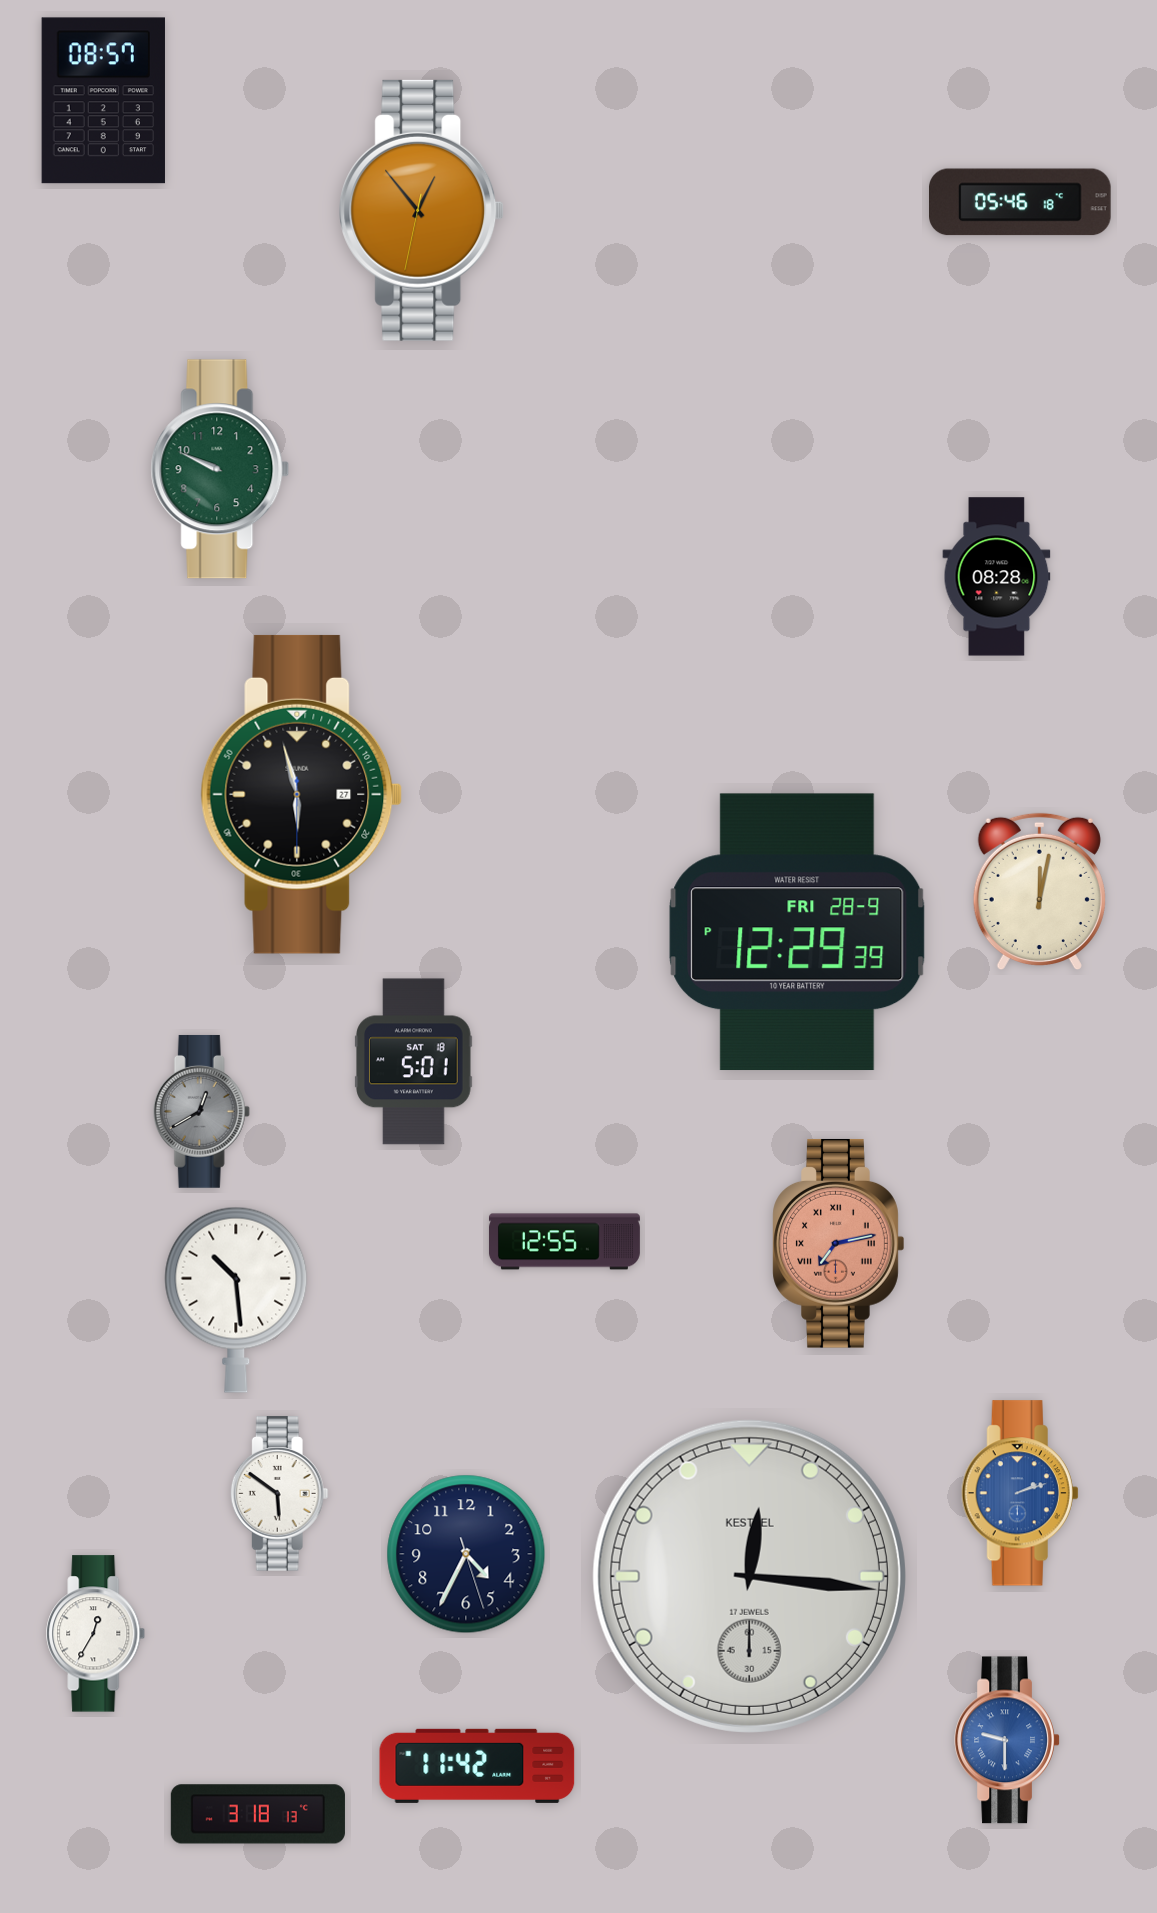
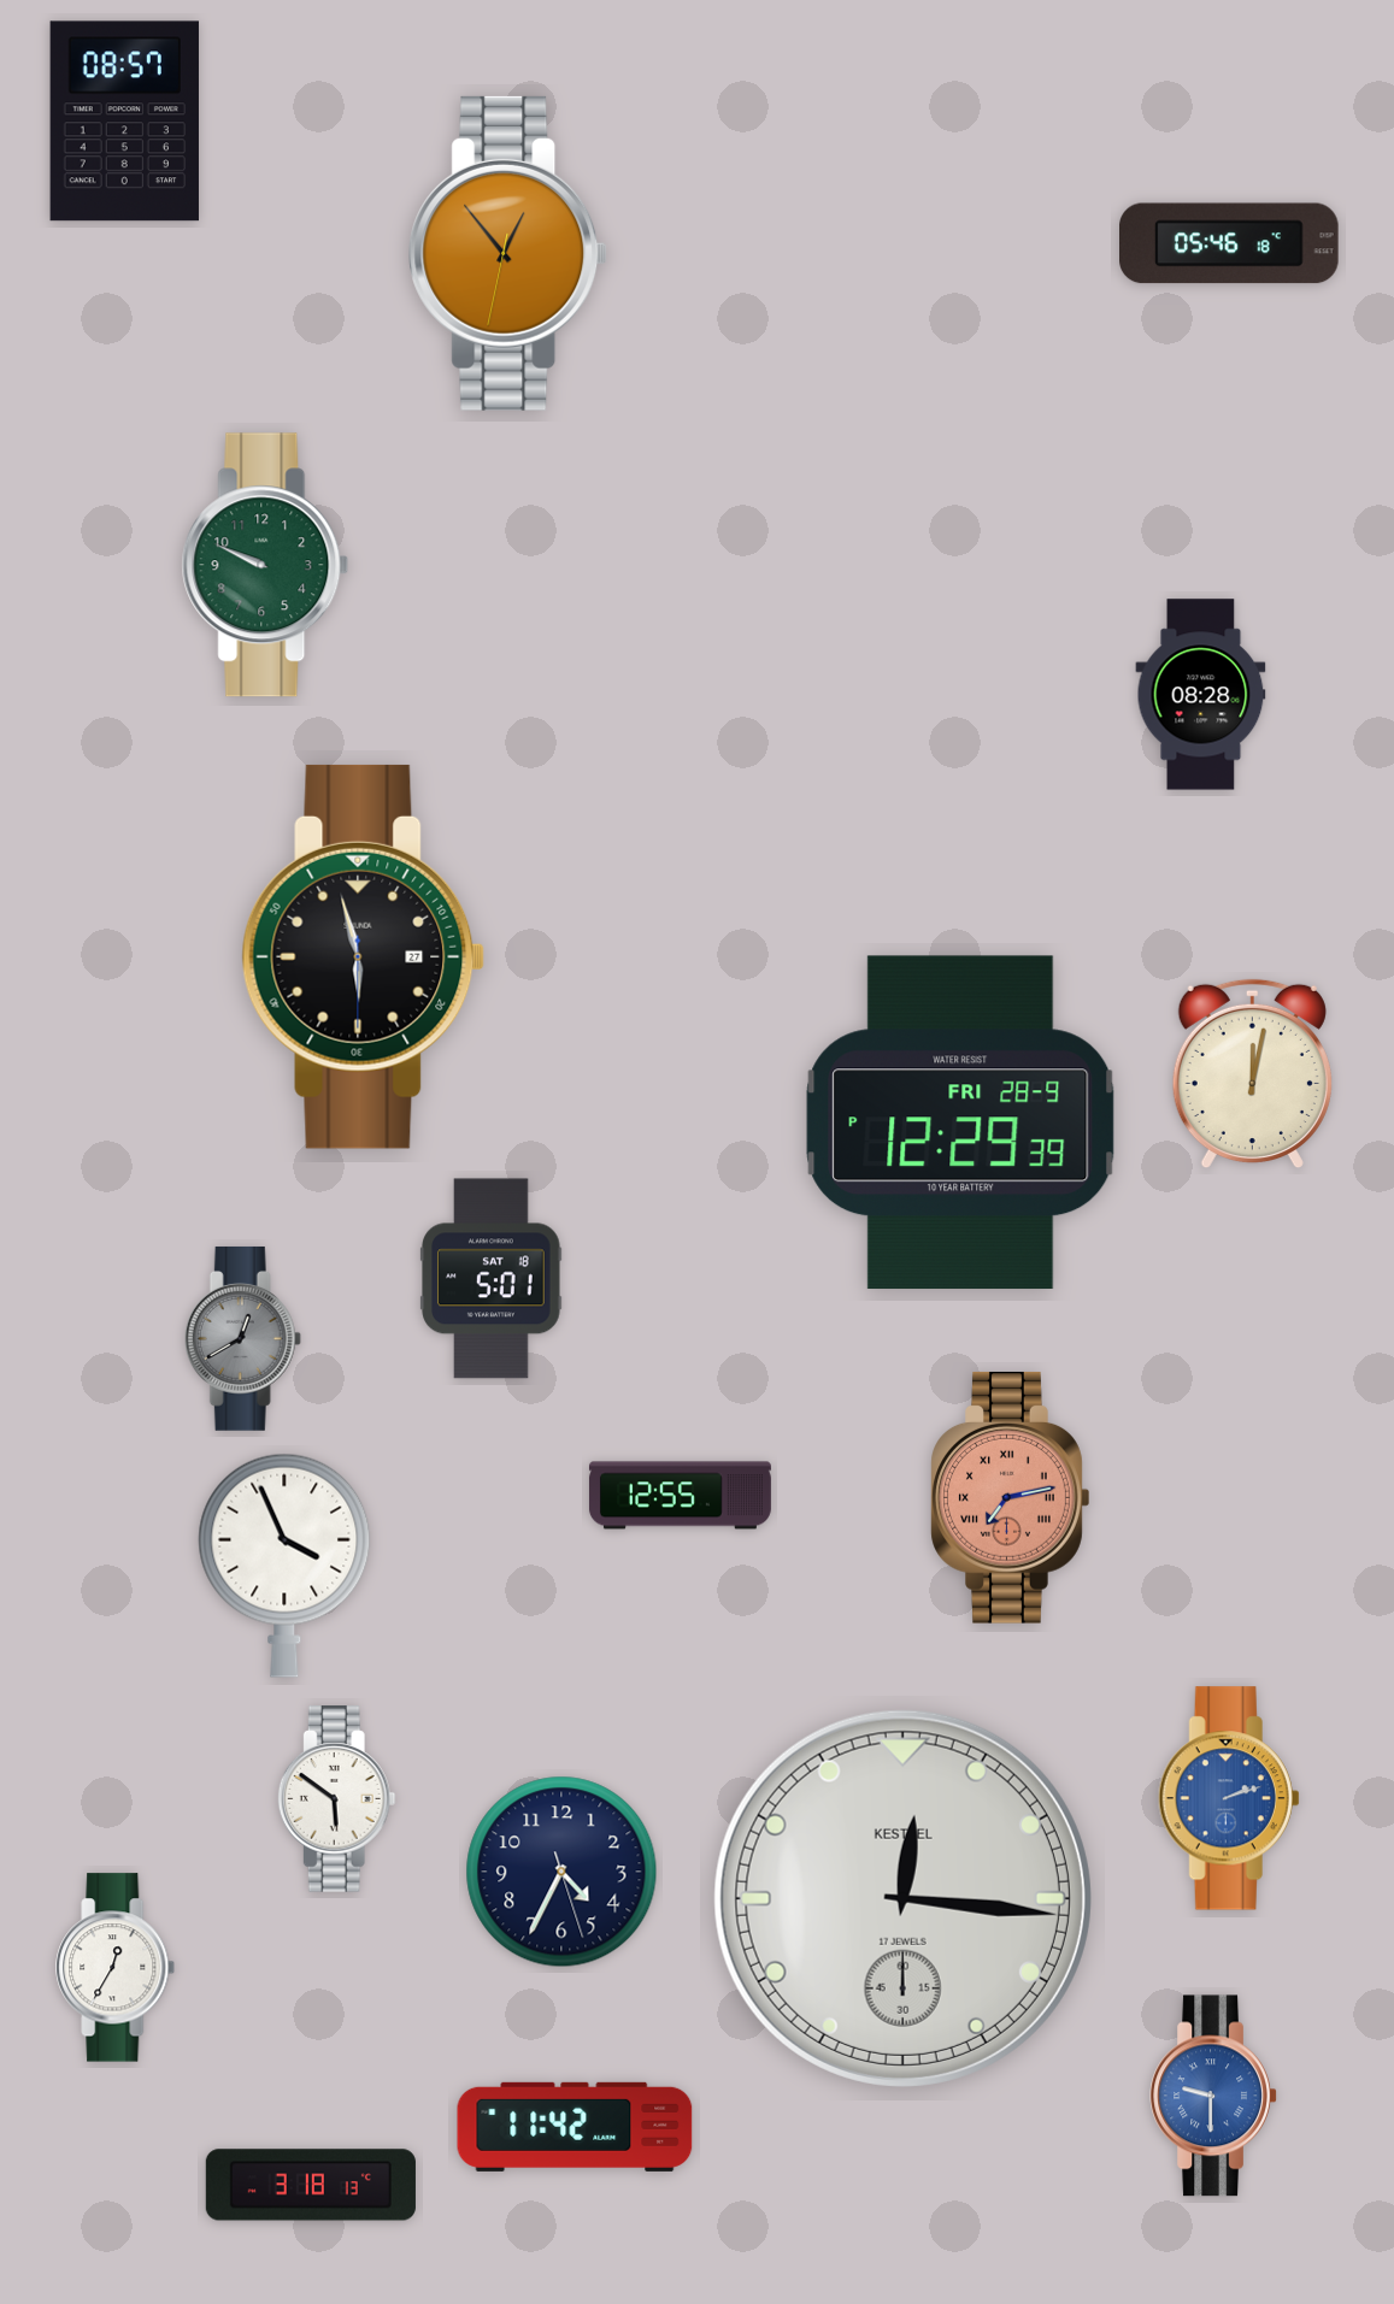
clock at (414, 1062) position: (414, 1062) -> (492, 1279)
clock at (236, 1300): 10:29 -> 3:56
